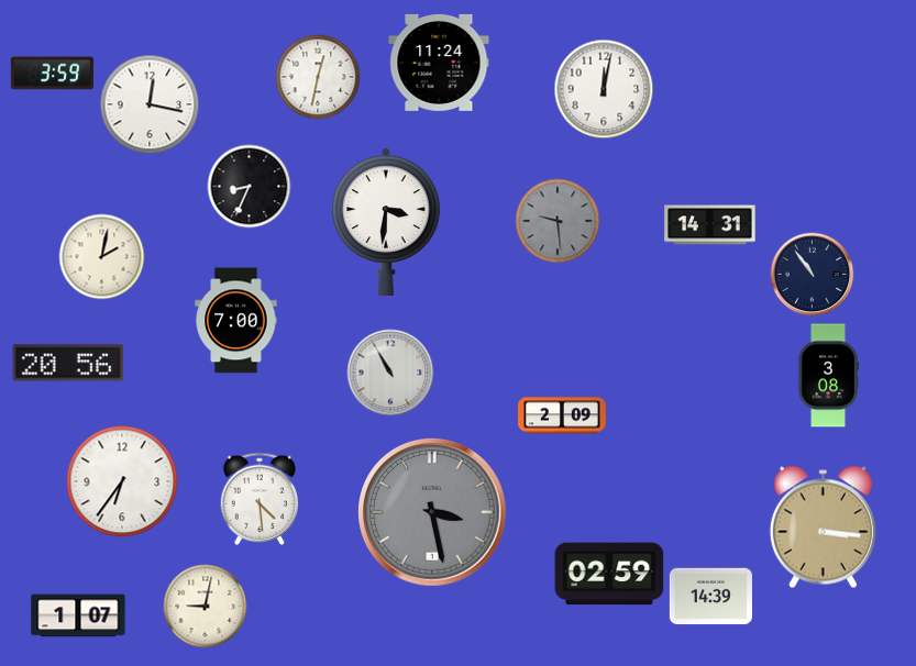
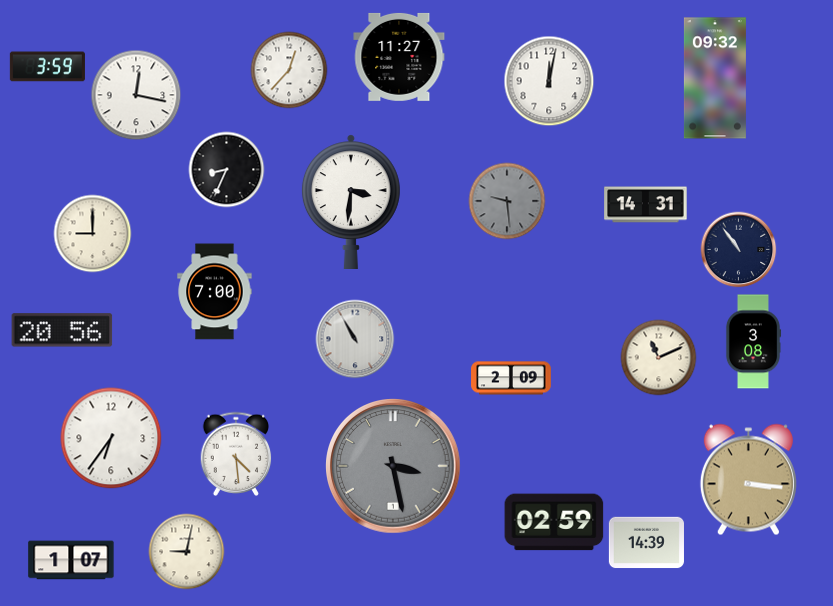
clock at (439, 63): 11:24 -> 11:27
clock at (318, 77): 12:32 -> 12:37
clock at (715, 78): none -> 09:32
clock at (102, 257): 2:02 -> 9:00
clock at (659, 358): none -> 11:11
